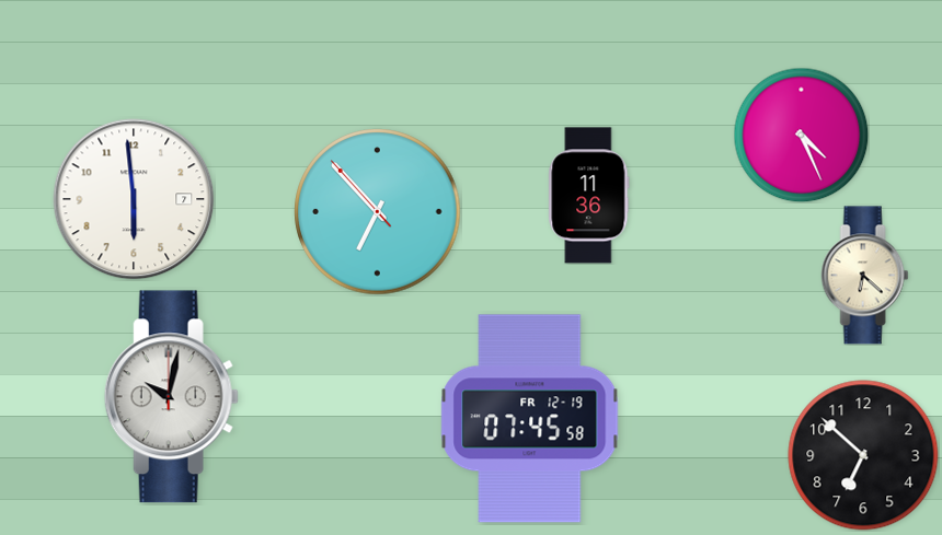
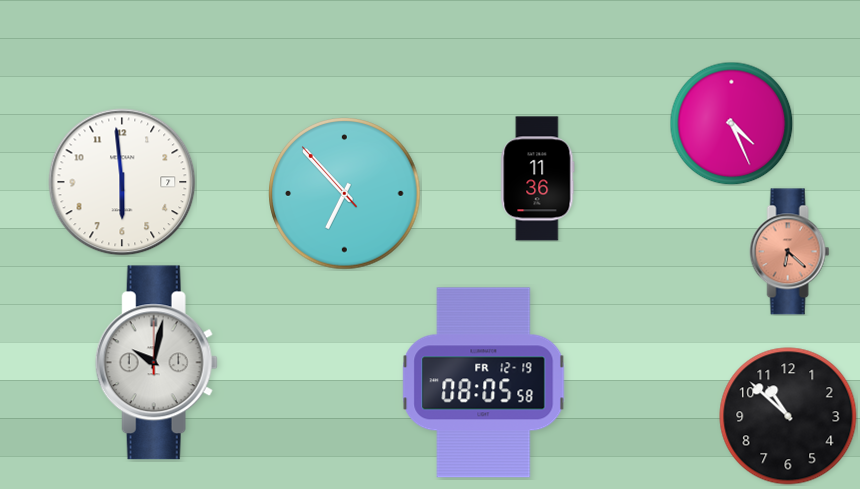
clock at (865, 276) dial: cream -> salmon
clock at (530, 419): 07:45 -> 08:05
clock at (863, 455): 6:52 -> 10:52
